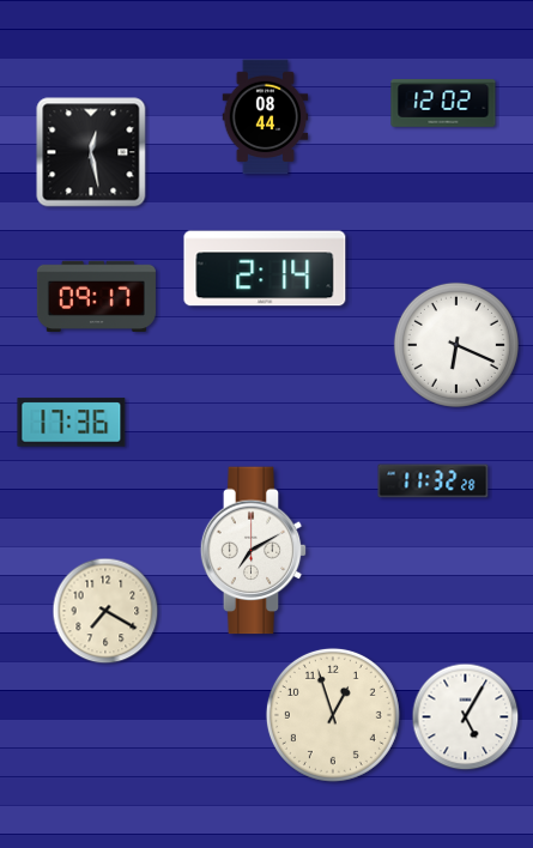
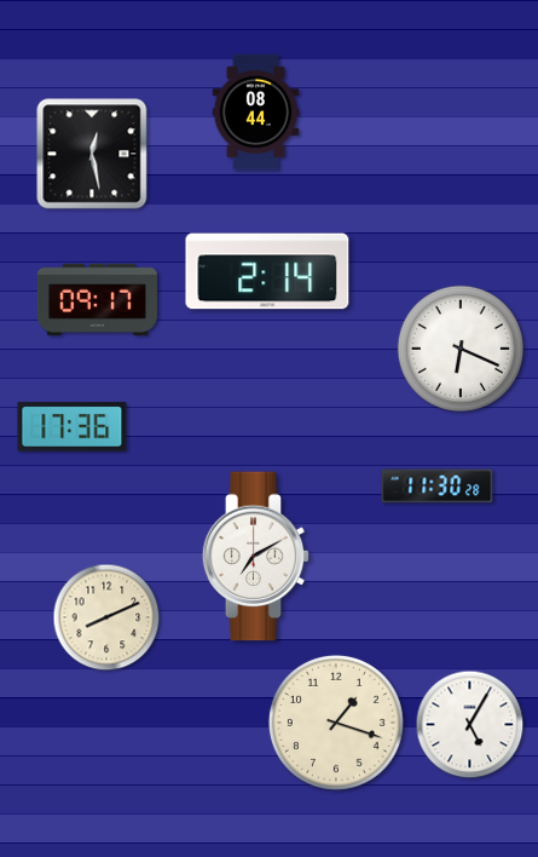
clock at (443, 103): 12:02 -> none
clock at (266, 117) position: (266, 117) -> (256, 113)
clock at (434, 481): 11:32 -> 11:30
clock at (105, 611): 7:20 -> 8:11
clock at (333, 715): 12:57 -> 1:18
